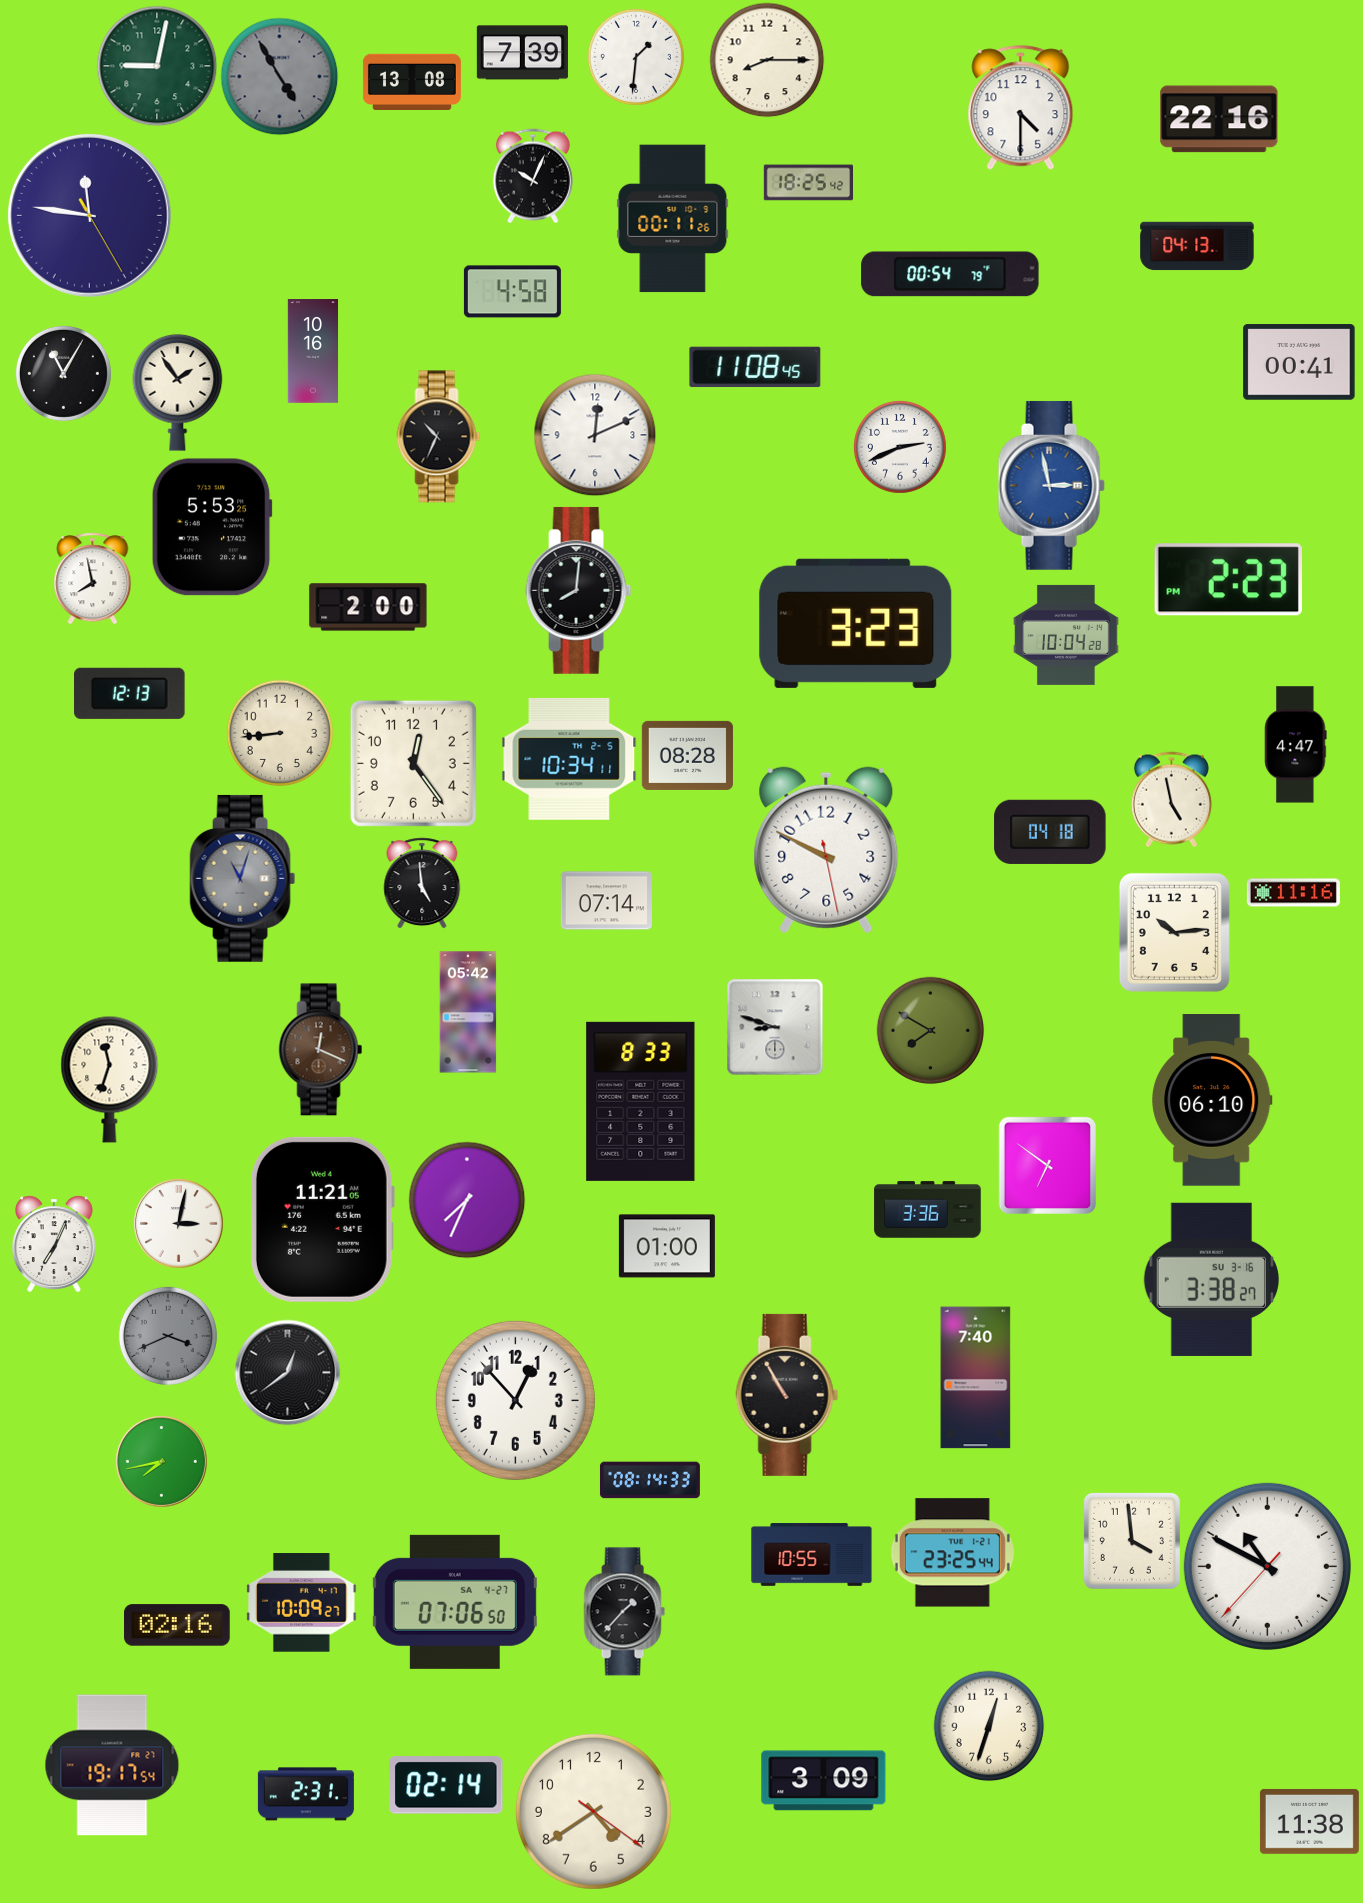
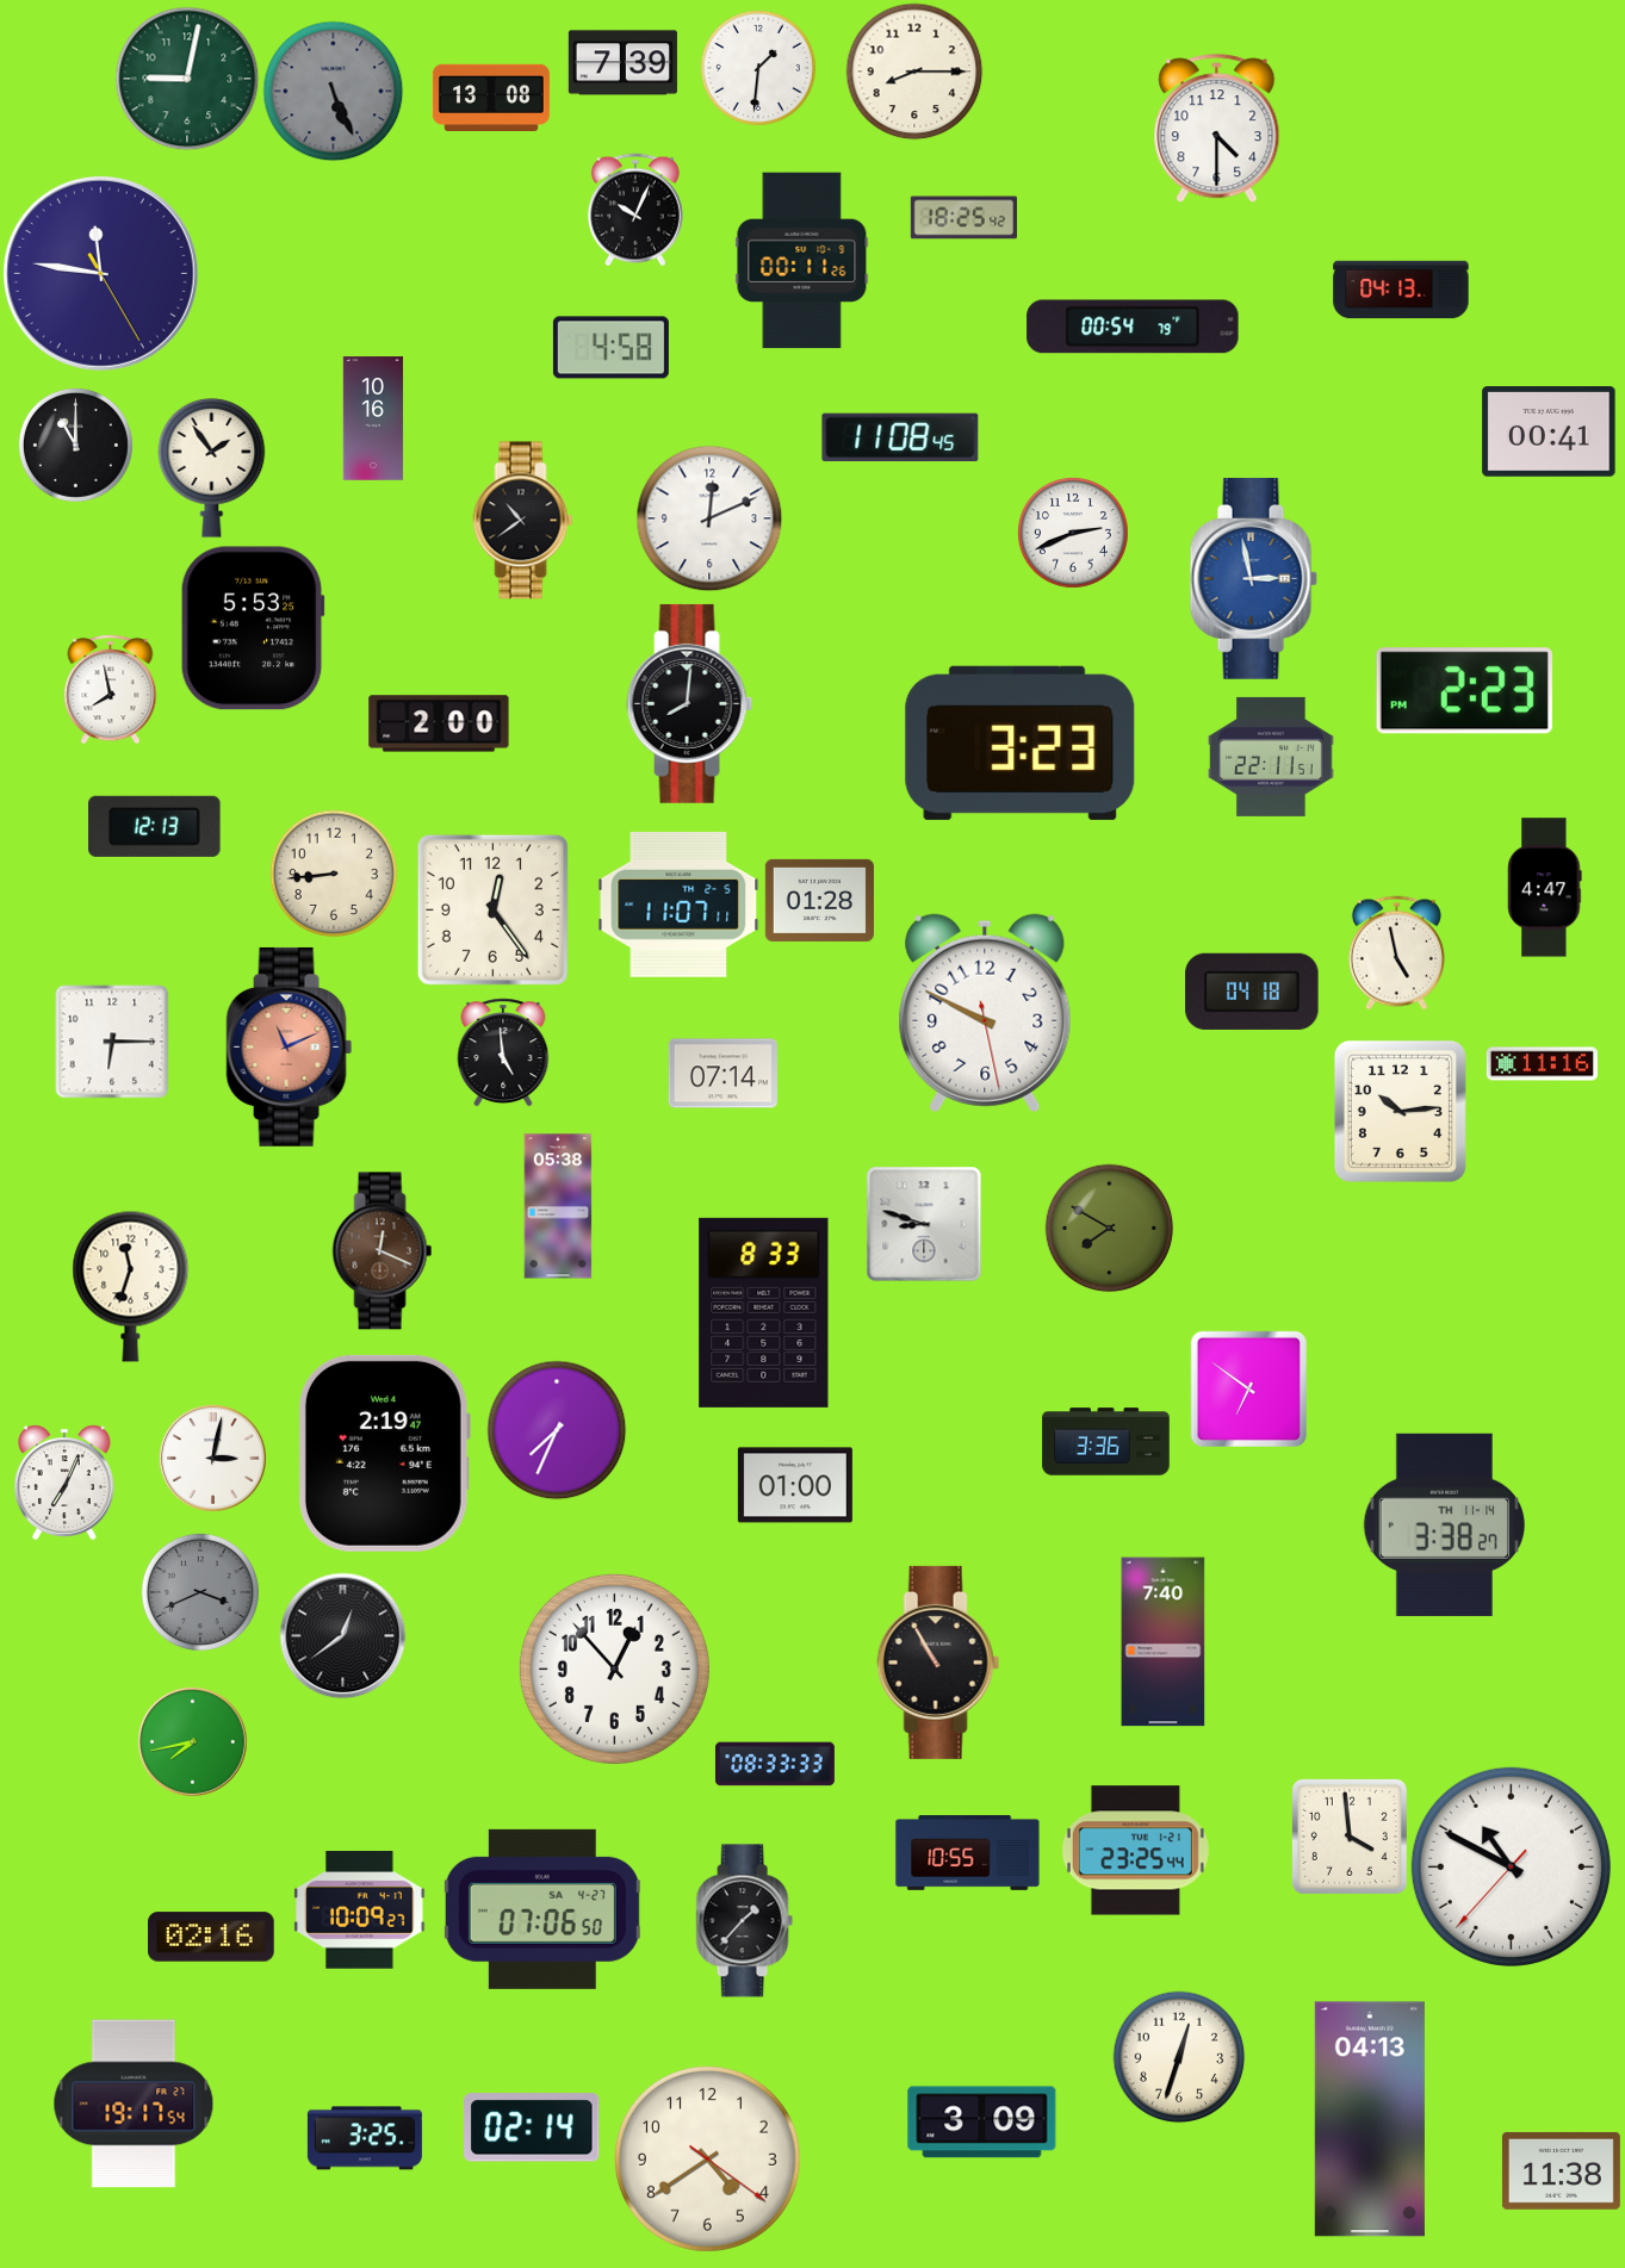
clock at (279, 76): 4:55 -> 5:26
clock at (1219, 119): 22:16 -> none
clock at (89, 215) position: (89, 215) -> (100, 273)
clock at (1197, 246) position: (1197, 246) -> (1401, 290)
clock at (63, 373): 11:05 -> 11:00
clock at (439, 437): 10:34 -> 10:39
clock at (1066, 635): 10:04 -> 22:11
clock at (687, 755): 08:28 -> 01:28
clock at (569, 759): 10:34 -> 11:07
clock at (112, 1042): none -> 6:15
clock at (243, 878): 11:03 -> 11:11
clock at (243, 878) dial: grey -> salmon
clock at (468, 1012): 05:42 -> 05:38
clock at (1212, 1100): 06:10 -> none
clock at (322, 1219): 11:21 -> 2:19
clock at (1211, 1279) date: SU 3-16 -> TH 11-14
clock at (650, 1480): 08:14 -> 08:33
clock at (1370, 2119): none -> 04:13
clock at (306, 1794): 2:31 -> 3:25
